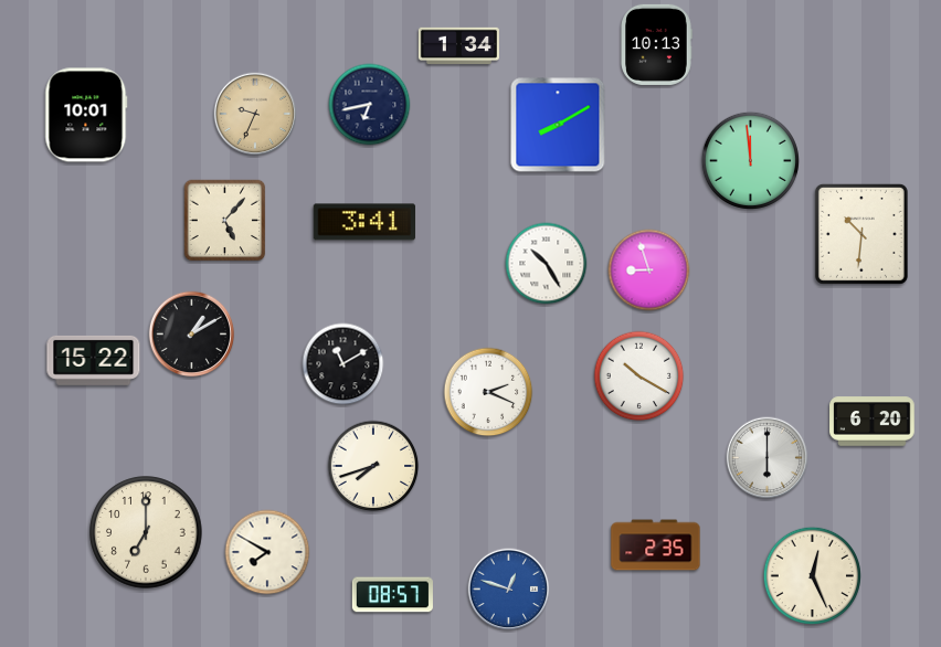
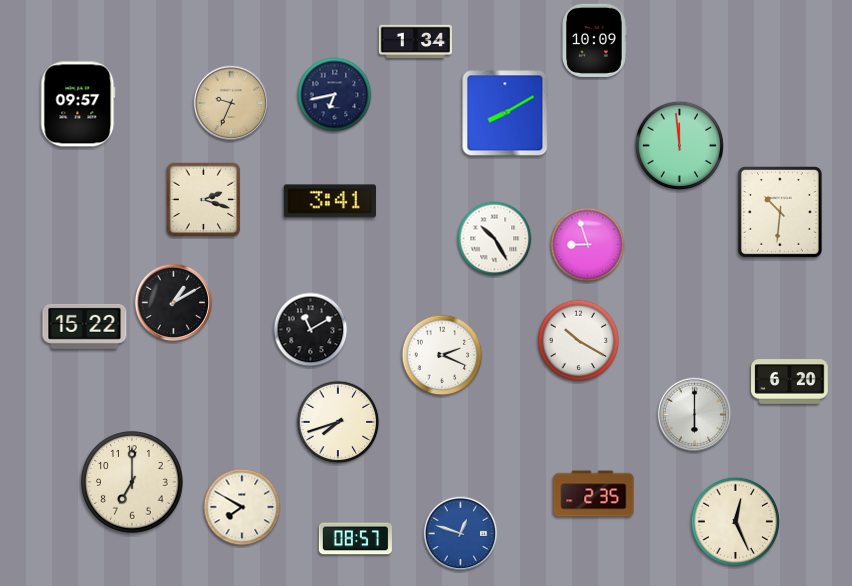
clock at (656, 44): 10:13 -> 10:09
clock at (86, 115): 10:01 -> 09:57
clock at (225, 221): 5:07 -> 2:18
clock at (267, 552) position: (267, 552) -> (242, 507)
